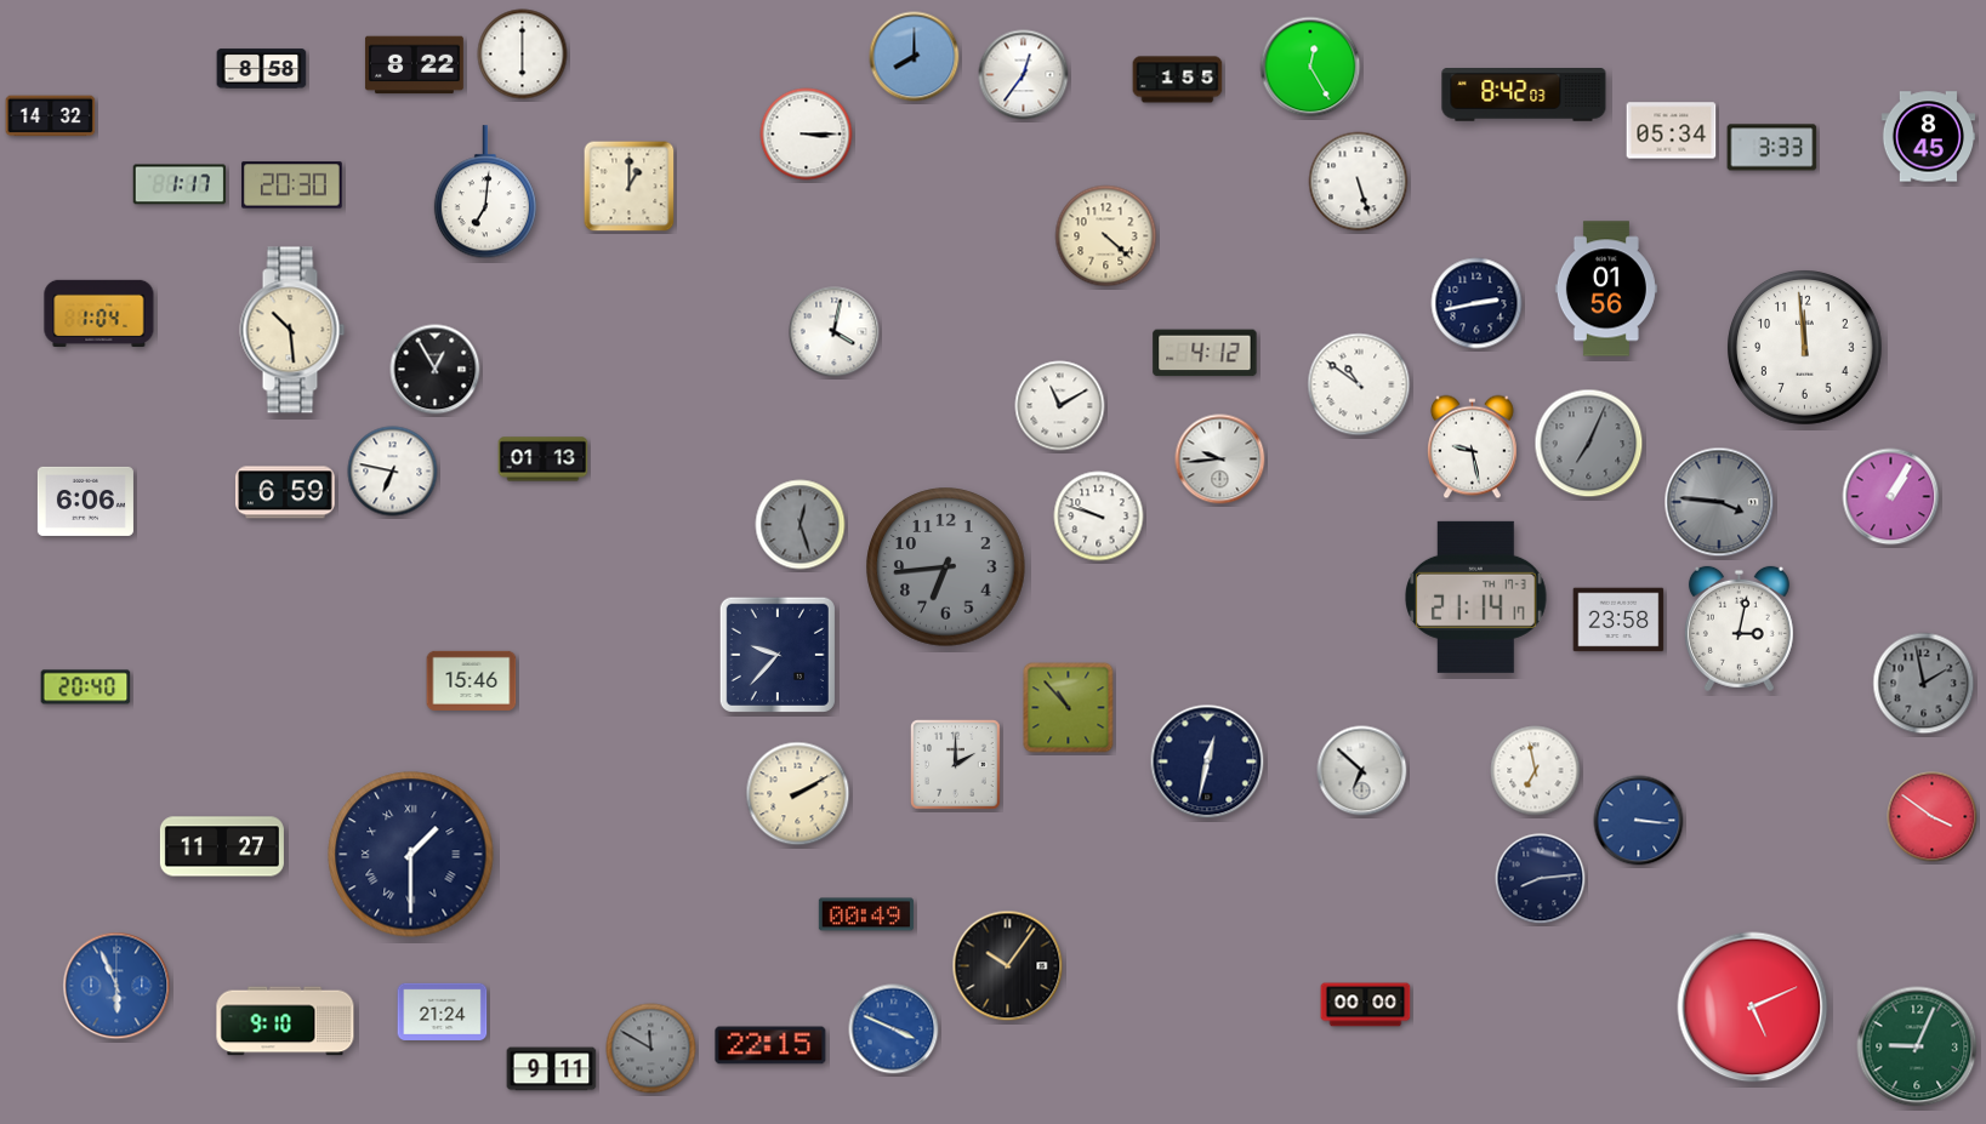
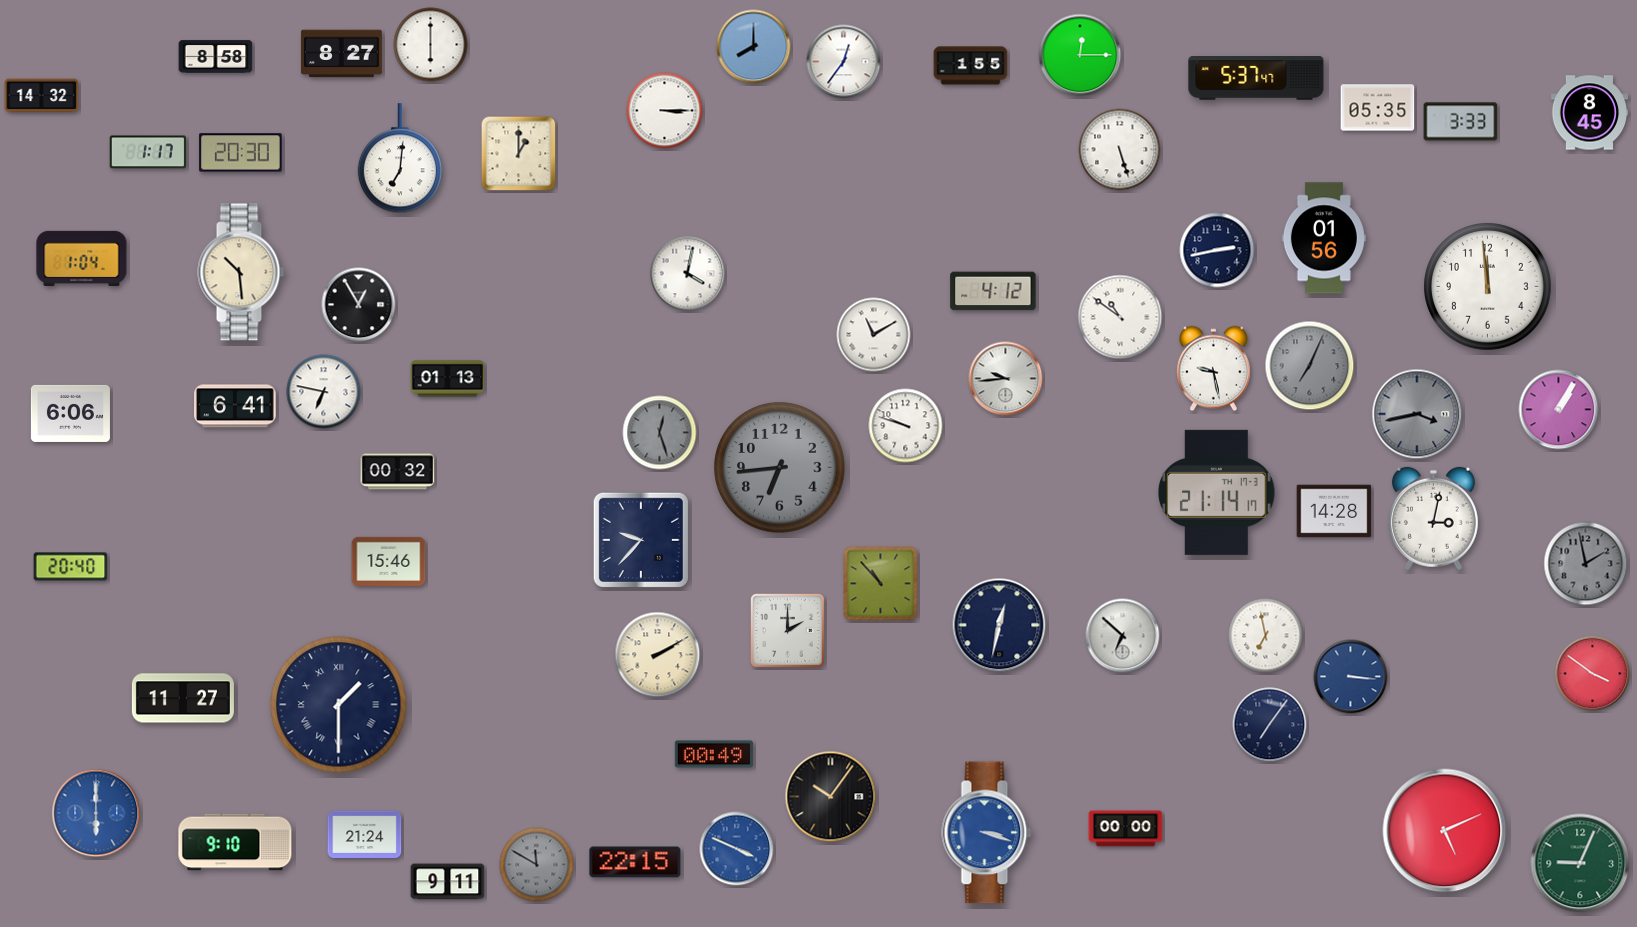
clock at (414, 65): 8:22 -> 8:27
clock at (1310, 67): 12:25 -> 12:15
clock at (1524, 95): 8:42 -> 5:37
clock at (1672, 131): 05:34 -> 05:35
clock at (1106, 236): 4:22 -> none
clock at (393, 472) position: (393, 472) -> (324, 392)
clock at (286, 492): 6:59 -> 6:41
clock at (1719, 502): 3:46 -> 3:43
clock at (398, 472): none -> 00:32
clock at (1618, 620): 23:58 -> 14:28
clock at (1207, 761) position: (1207, 761) -> (999, 625)
clock at (1541, 879): 8:14 -> 7:06
clock at (116, 986): 5:56 -> 6:00
clock at (987, 833): none -> 3:18
clock at (552, 1069) position: (552, 1069) -> (448, 882)
